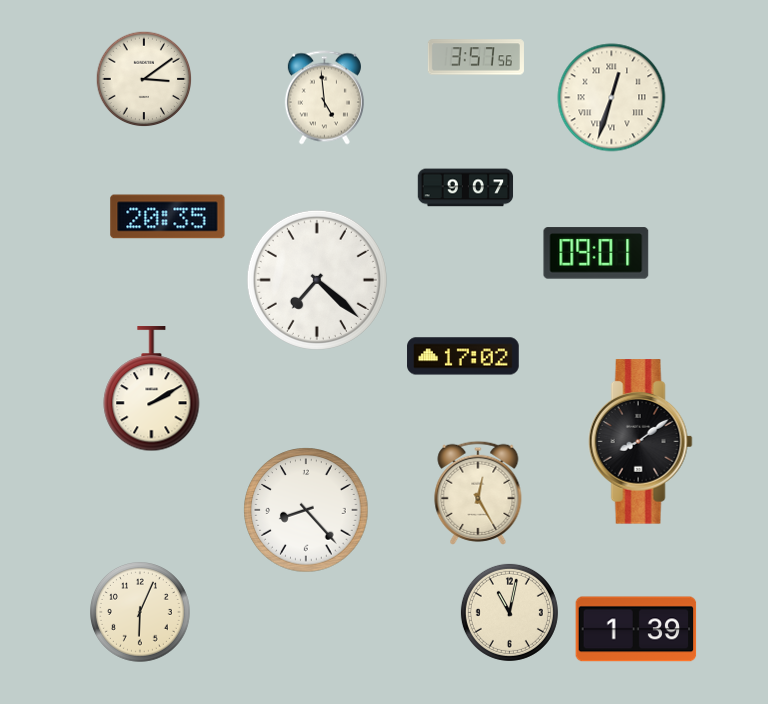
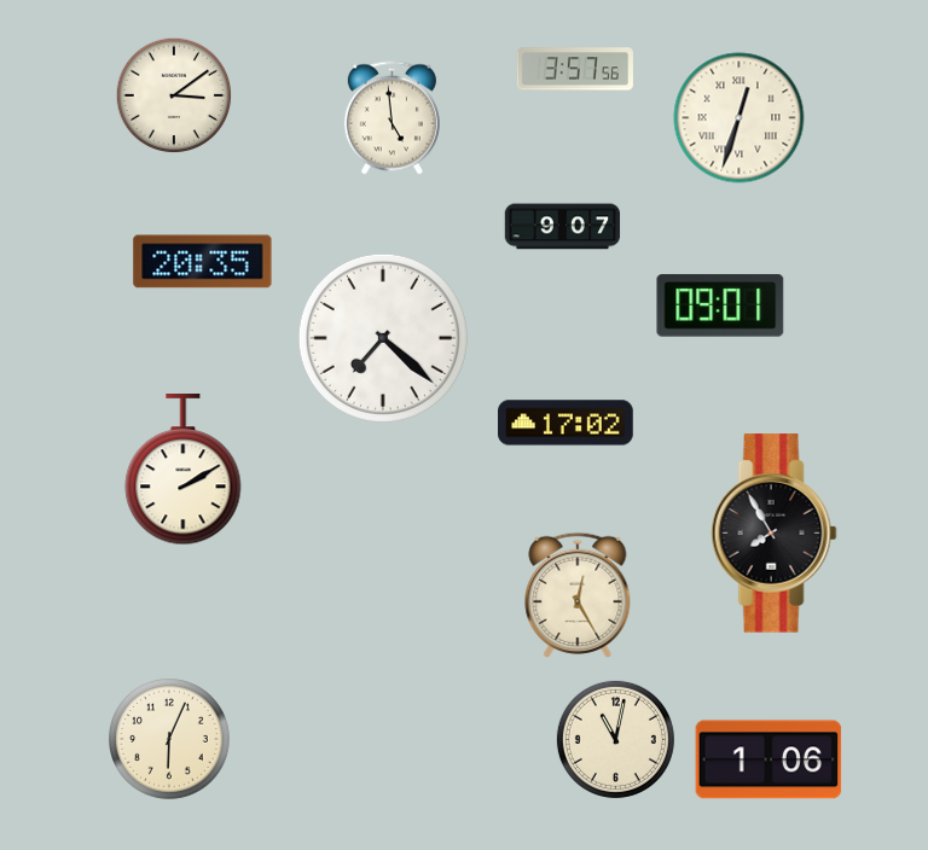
clock at (463, 356) position: (463, 356) -> (565, 423)
clock at (640, 442): 8:09 -> 7:55
clock at (306, 510): 8:23 -> none
clock at (636, 629): 1:39 -> 1:06
